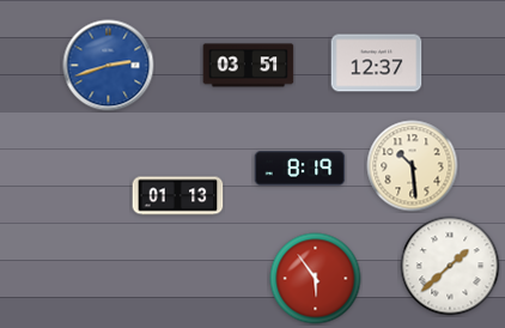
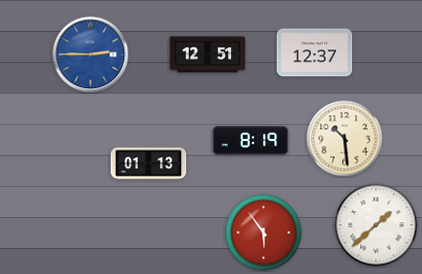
clock at (109, 66): 2:42 -> 2:45
clock at (249, 66): 03:51 -> 12:51
clock at (450, 266) position: (450, 266) -> (376, 225)
